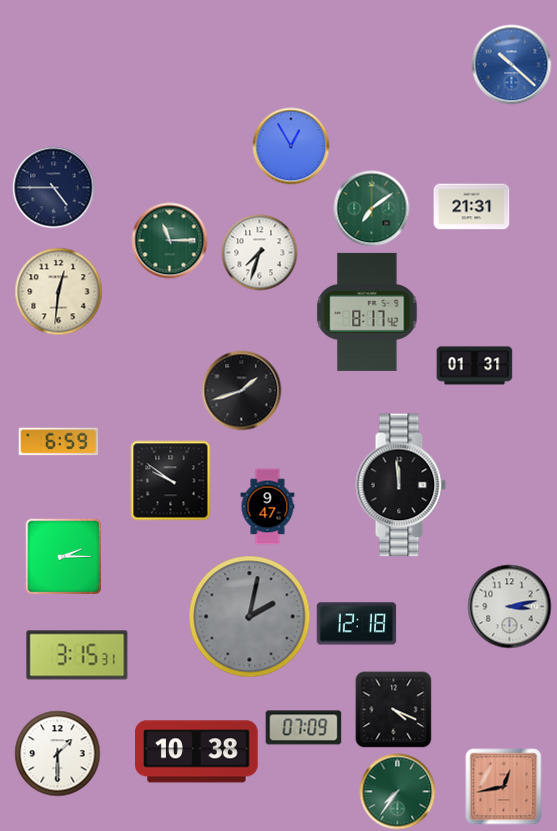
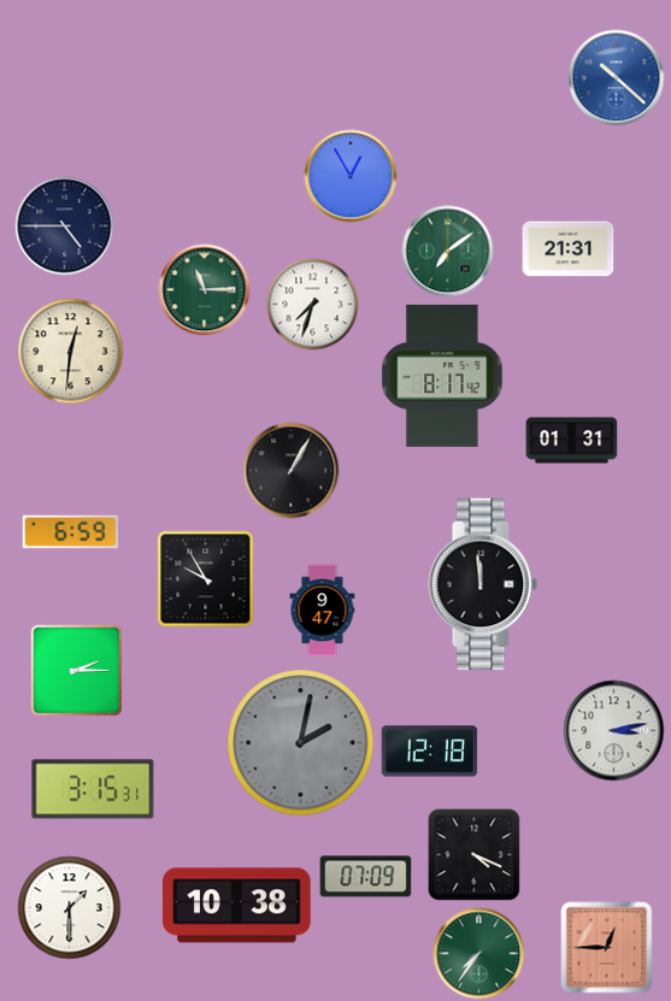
clock at (242, 391): 1:42 -> 1:05
clock at (171, 481): 9:51 -> 9:55
clock at (504, 787): 12:43 -> 12:45
